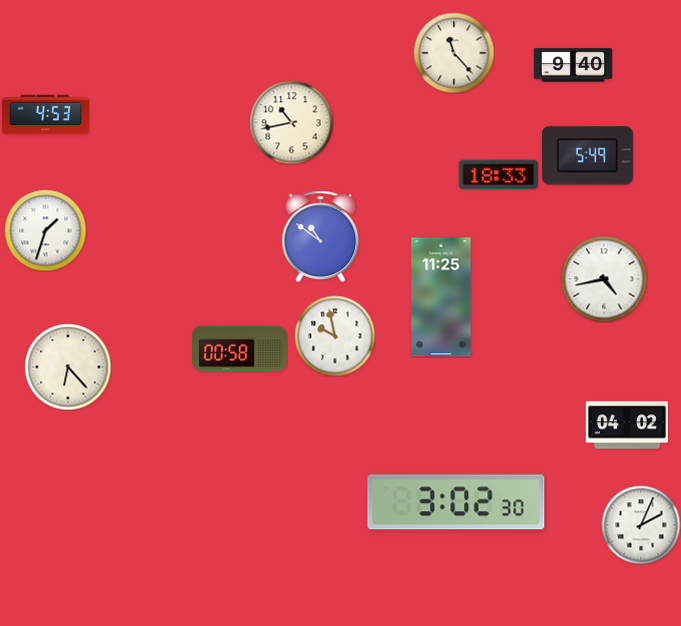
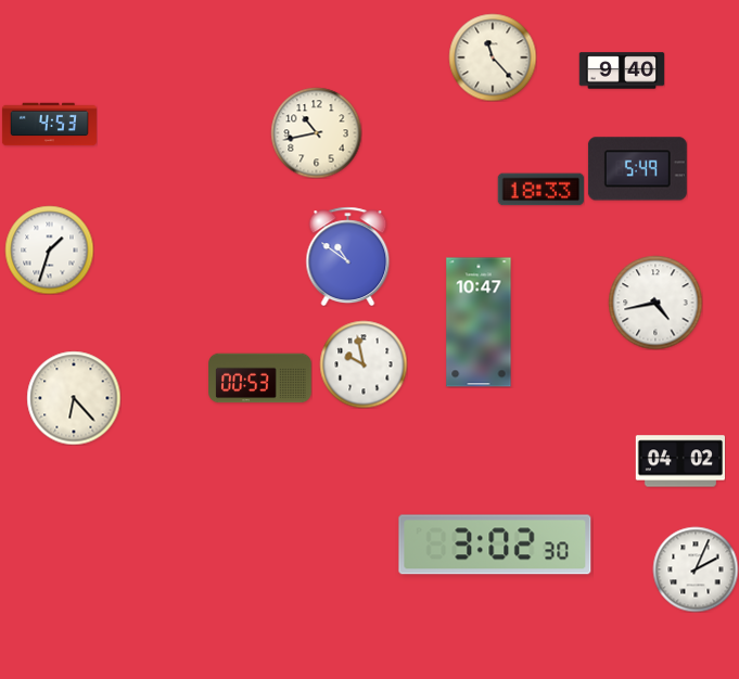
clock at (441, 297): 11:25 -> 10:47
clock at (240, 349): 00:58 -> 00:53
